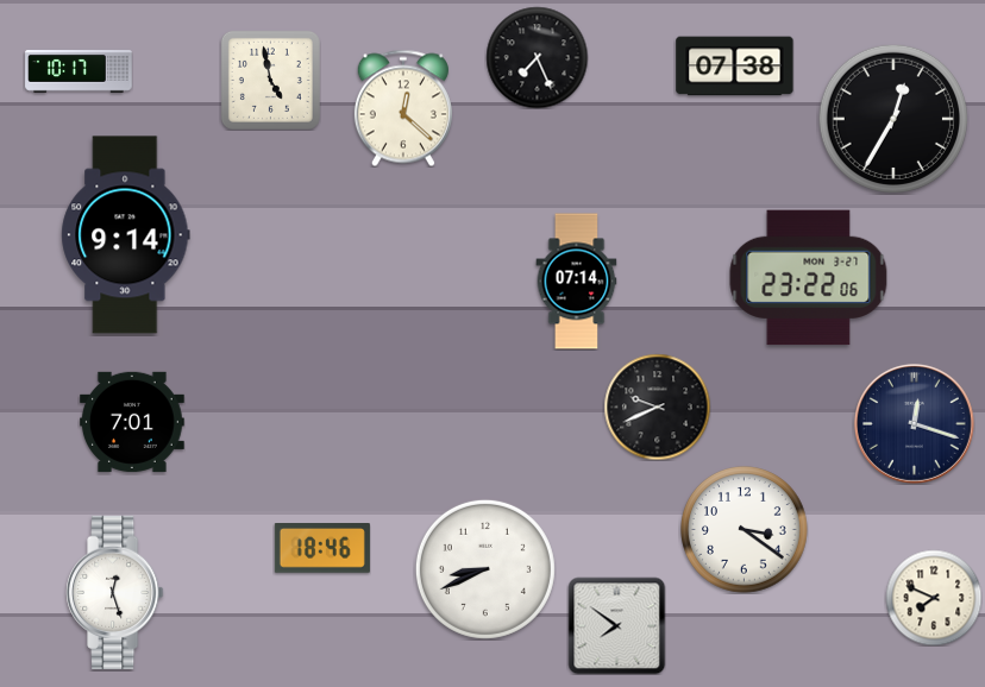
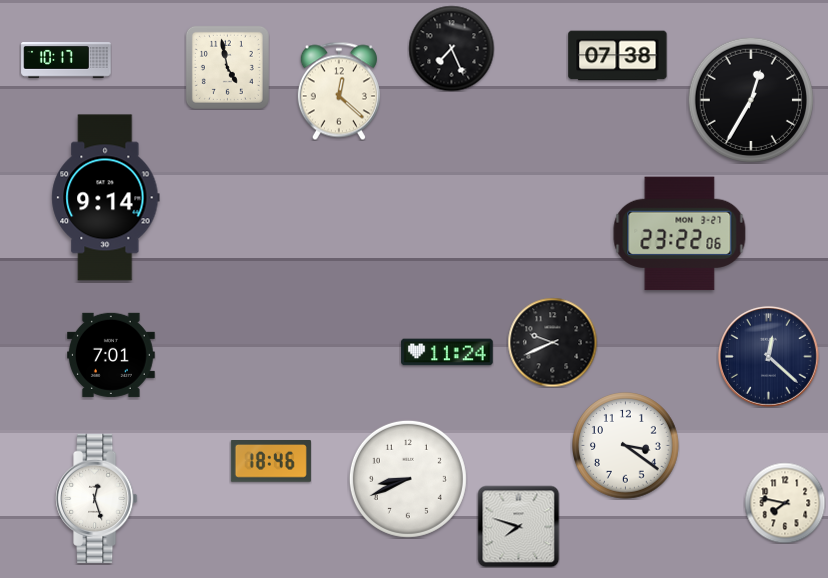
clock at (577, 282): 07:14 -> none
clock at (447, 352): none -> 11:24
clock at (914, 423): 12:18 -> 12:22
clock at (934, 598): 7:49 -> 7:47
clock at (616, 625): 7:51 -> 7:48
